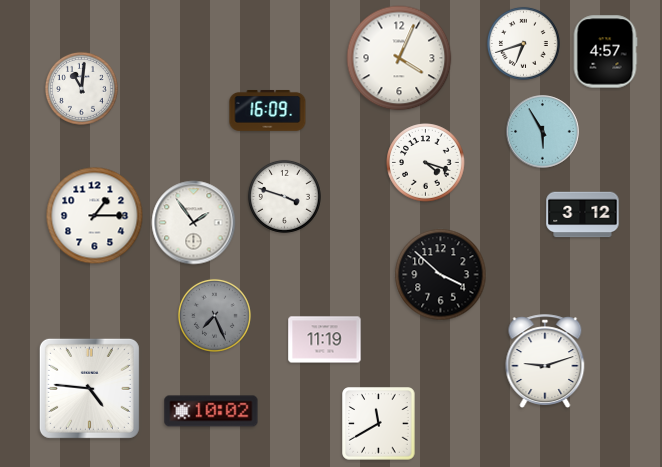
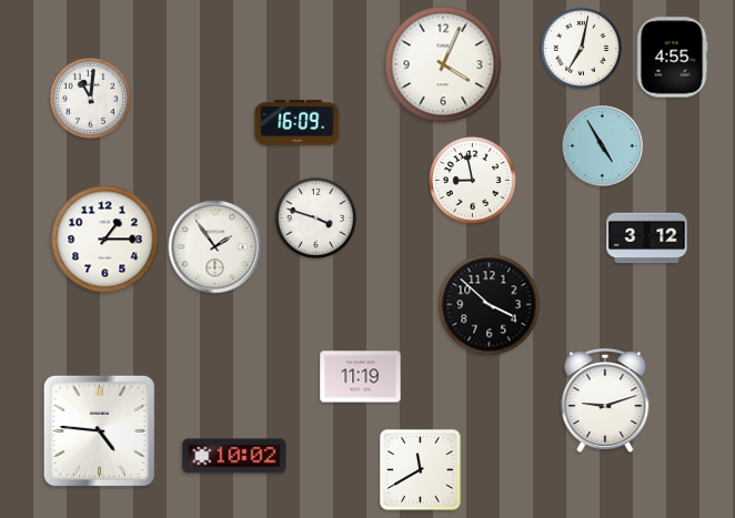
clock at (523, 43): 6:42 -> 7:02
clock at (605, 52): 4:57 -> 4:55
clock at (543, 132): 5:55 -> 4:55
clock at (426, 163): 4:18 -> 8:58
clock at (214, 315): 7:26 -> none
